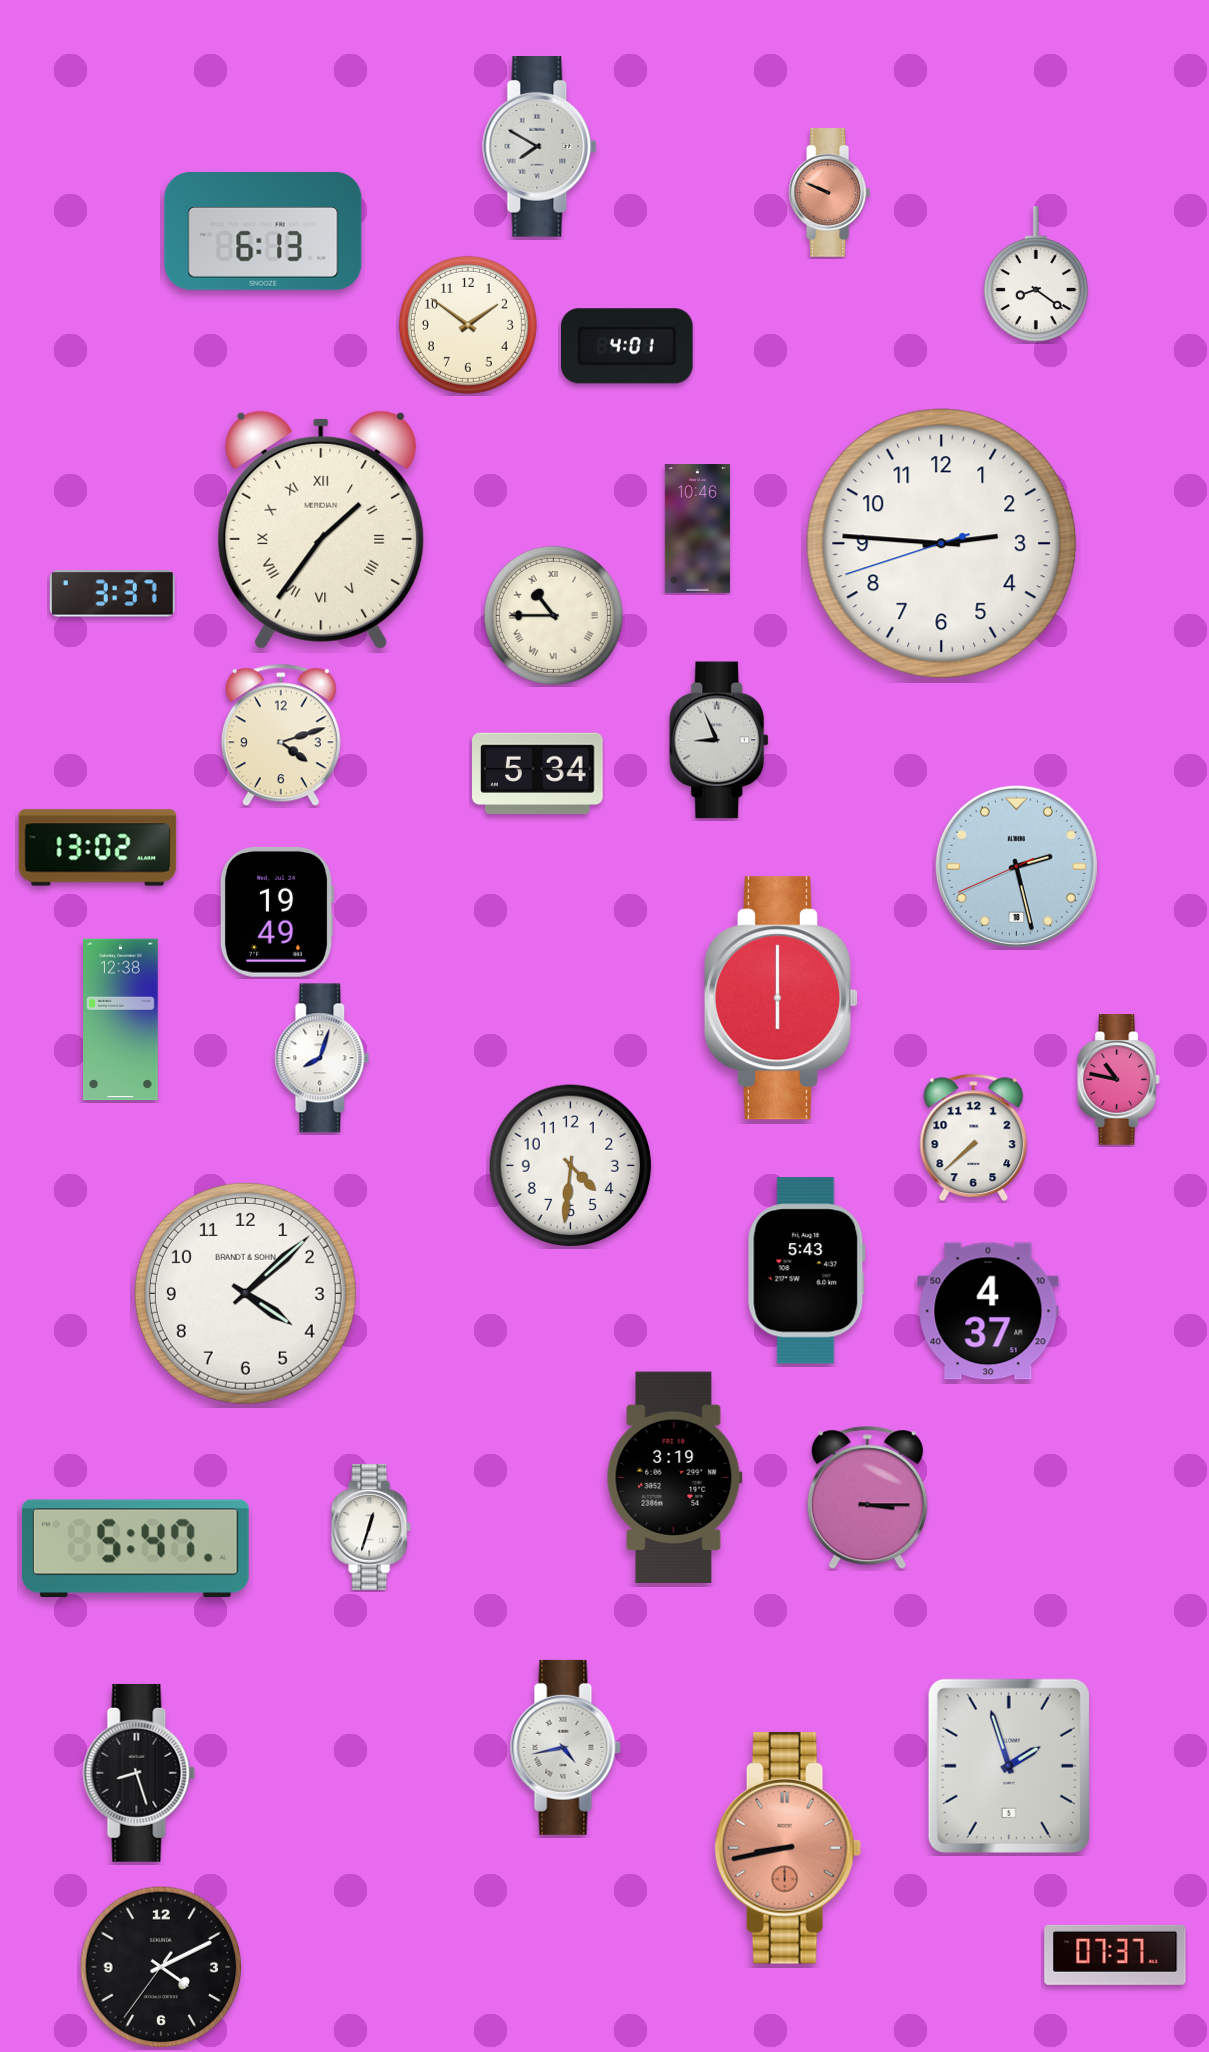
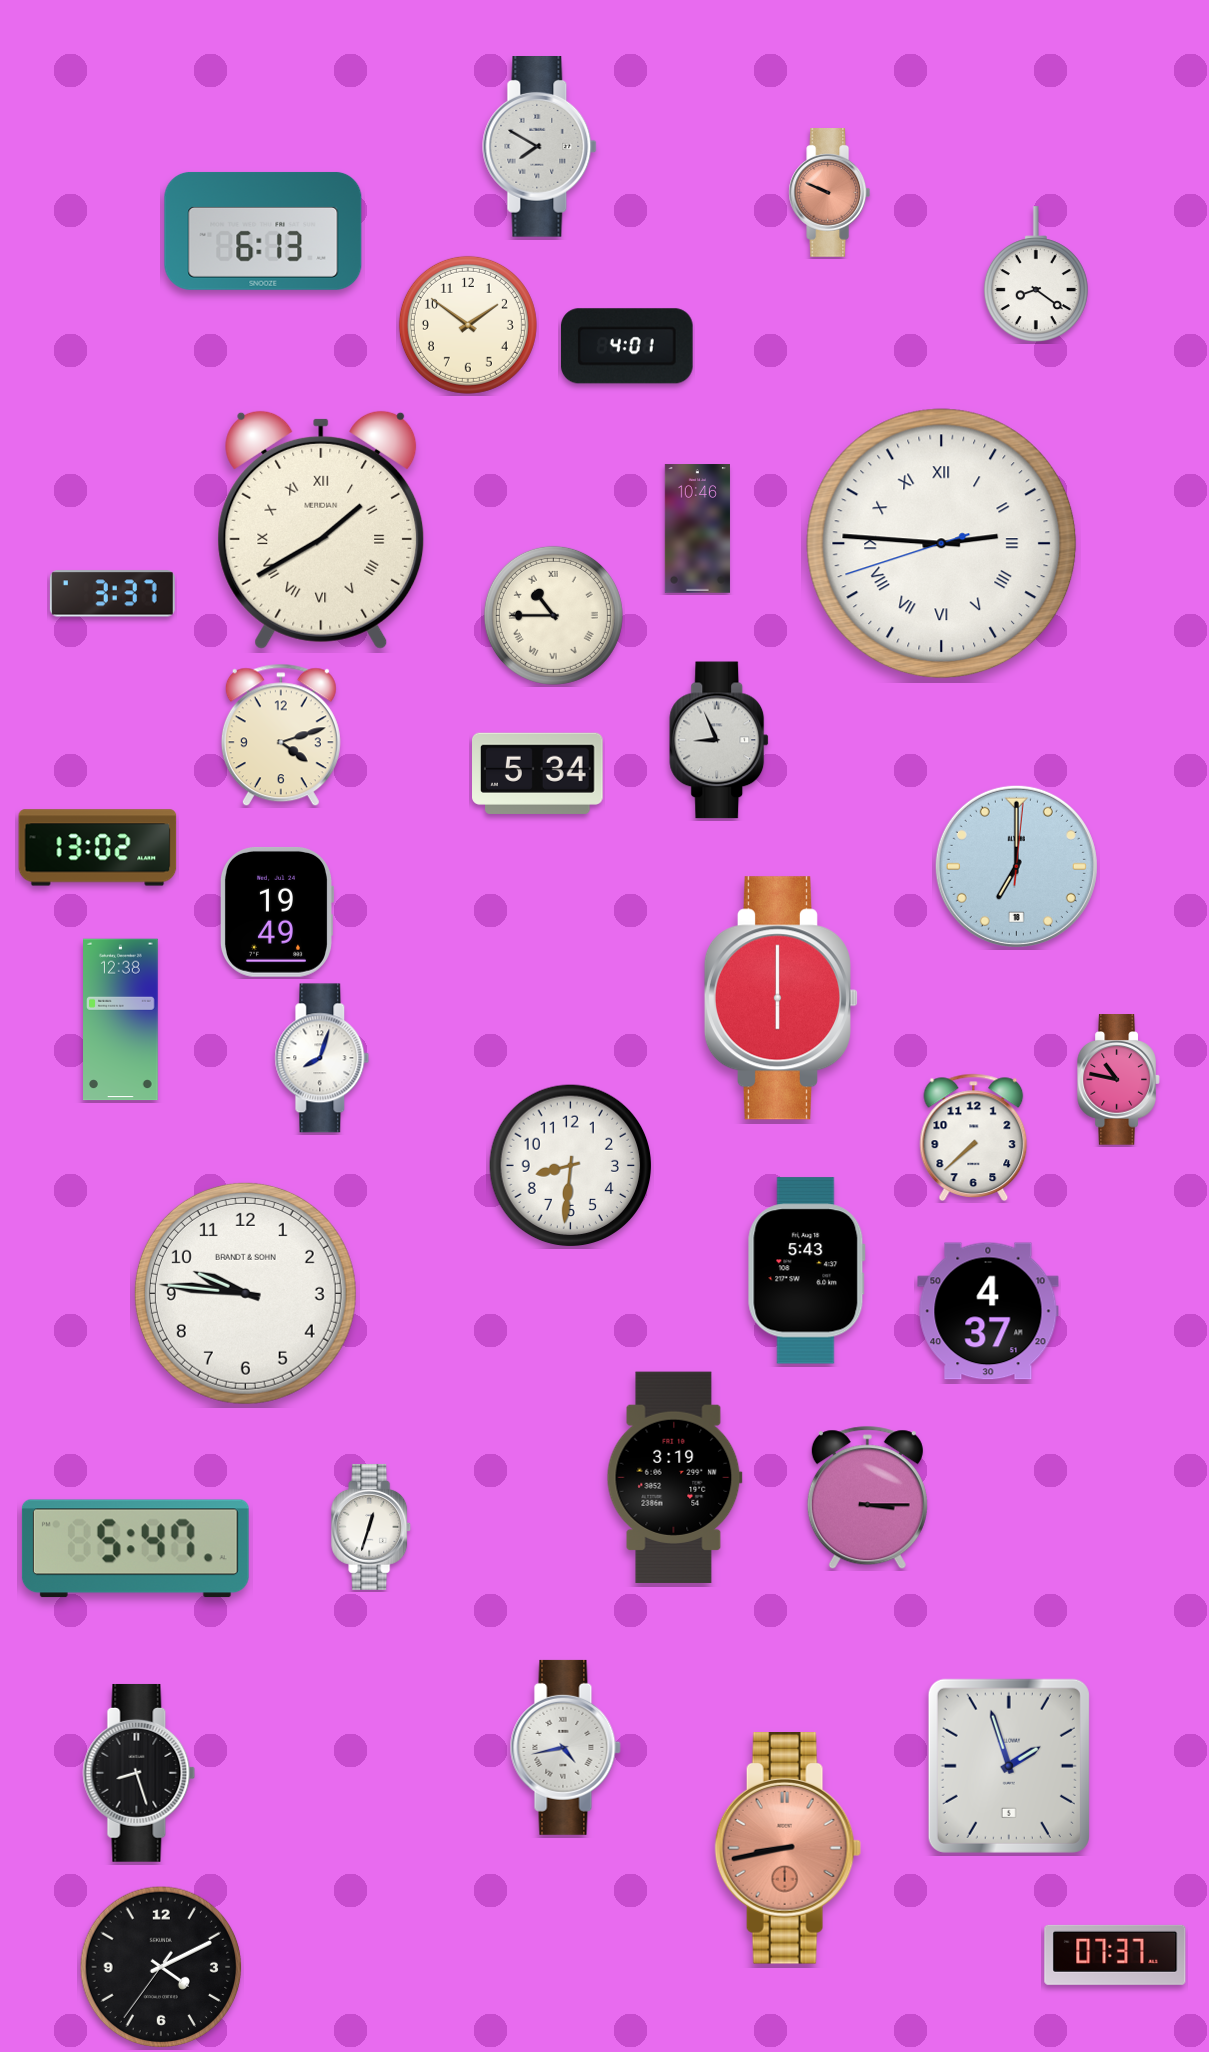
clock at (321, 530): 1:36 -> 1:40
clock at (942, 544) numerals: Arabic -> Roman
clock at (1016, 866): 2:27 -> 7:00
clock at (571, 1166): 4:31 -> 8:31
clock at (245, 1293): 4:08 -> 9:46
